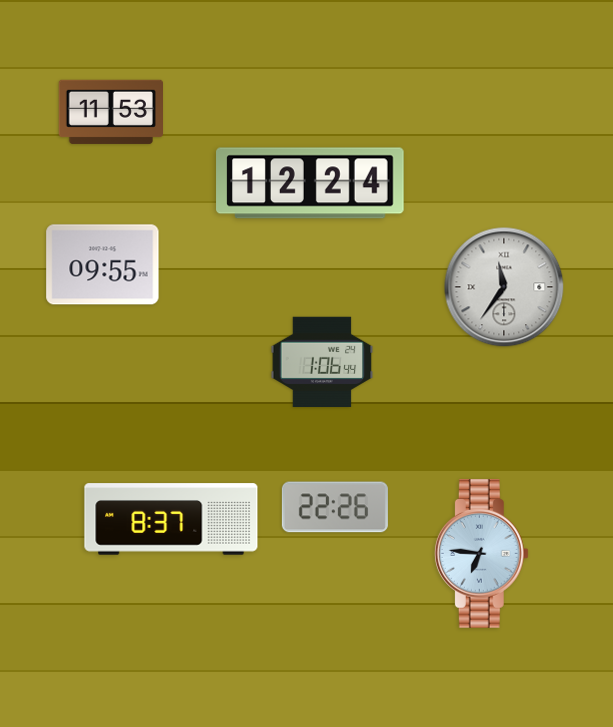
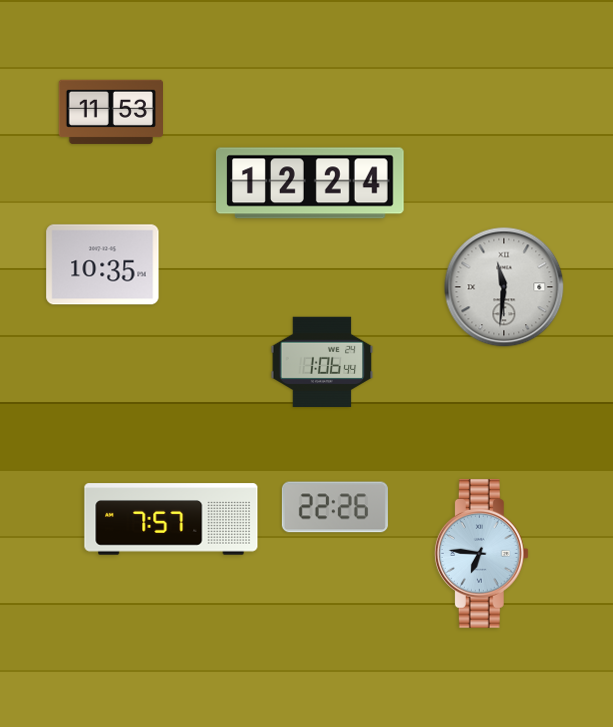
clock at (103, 265): 09:55 -> 10:35
clock at (504, 287): 11:36 -> 11:31
clock at (171, 519): 8:37 -> 7:57
